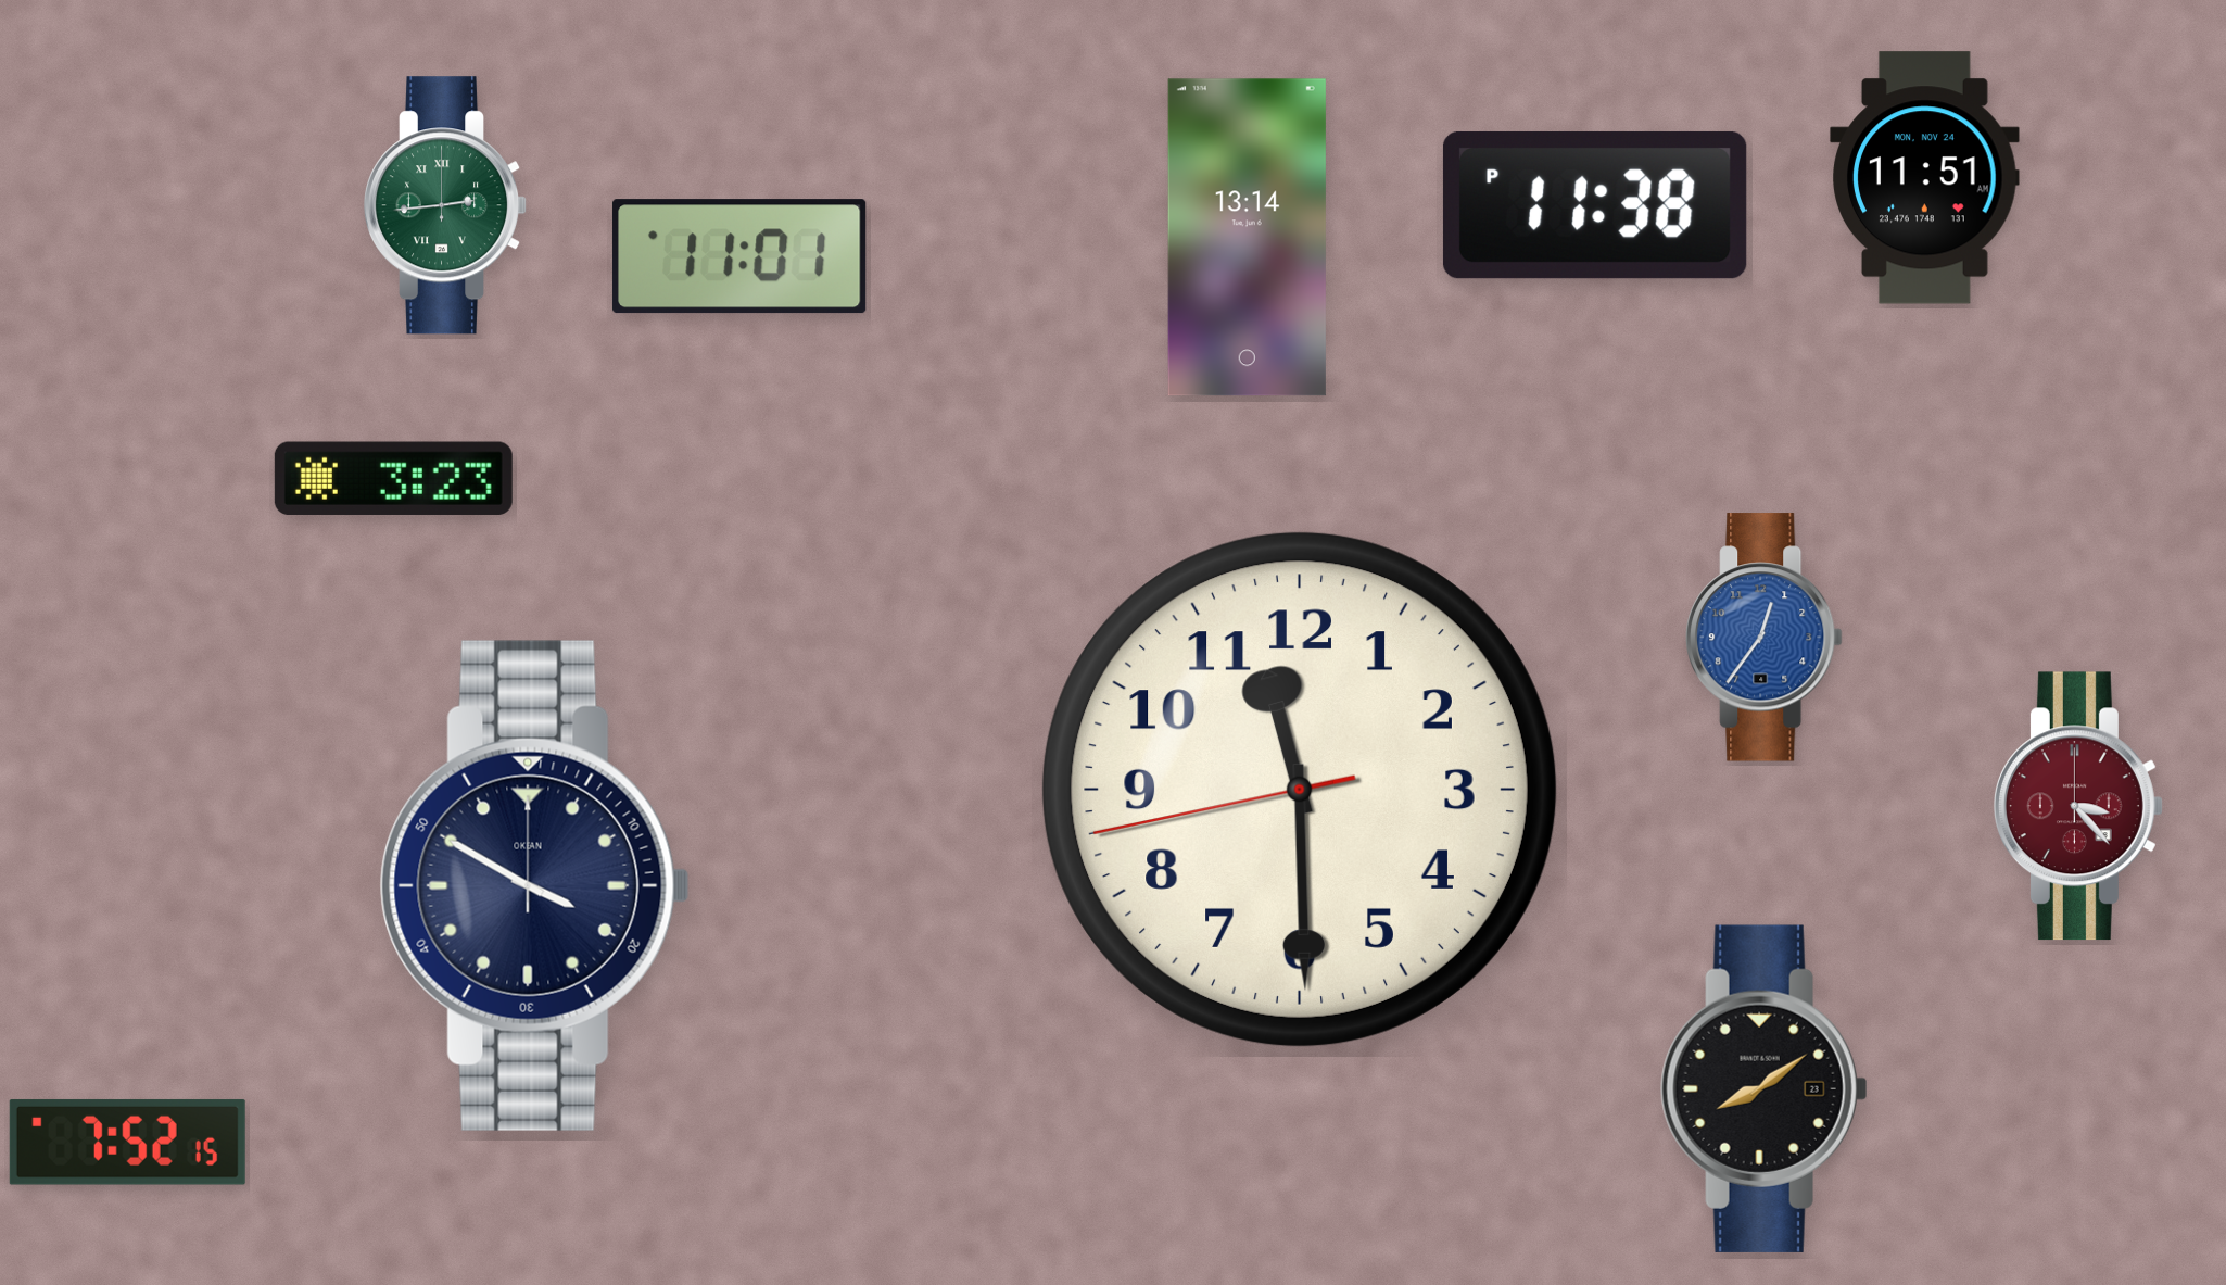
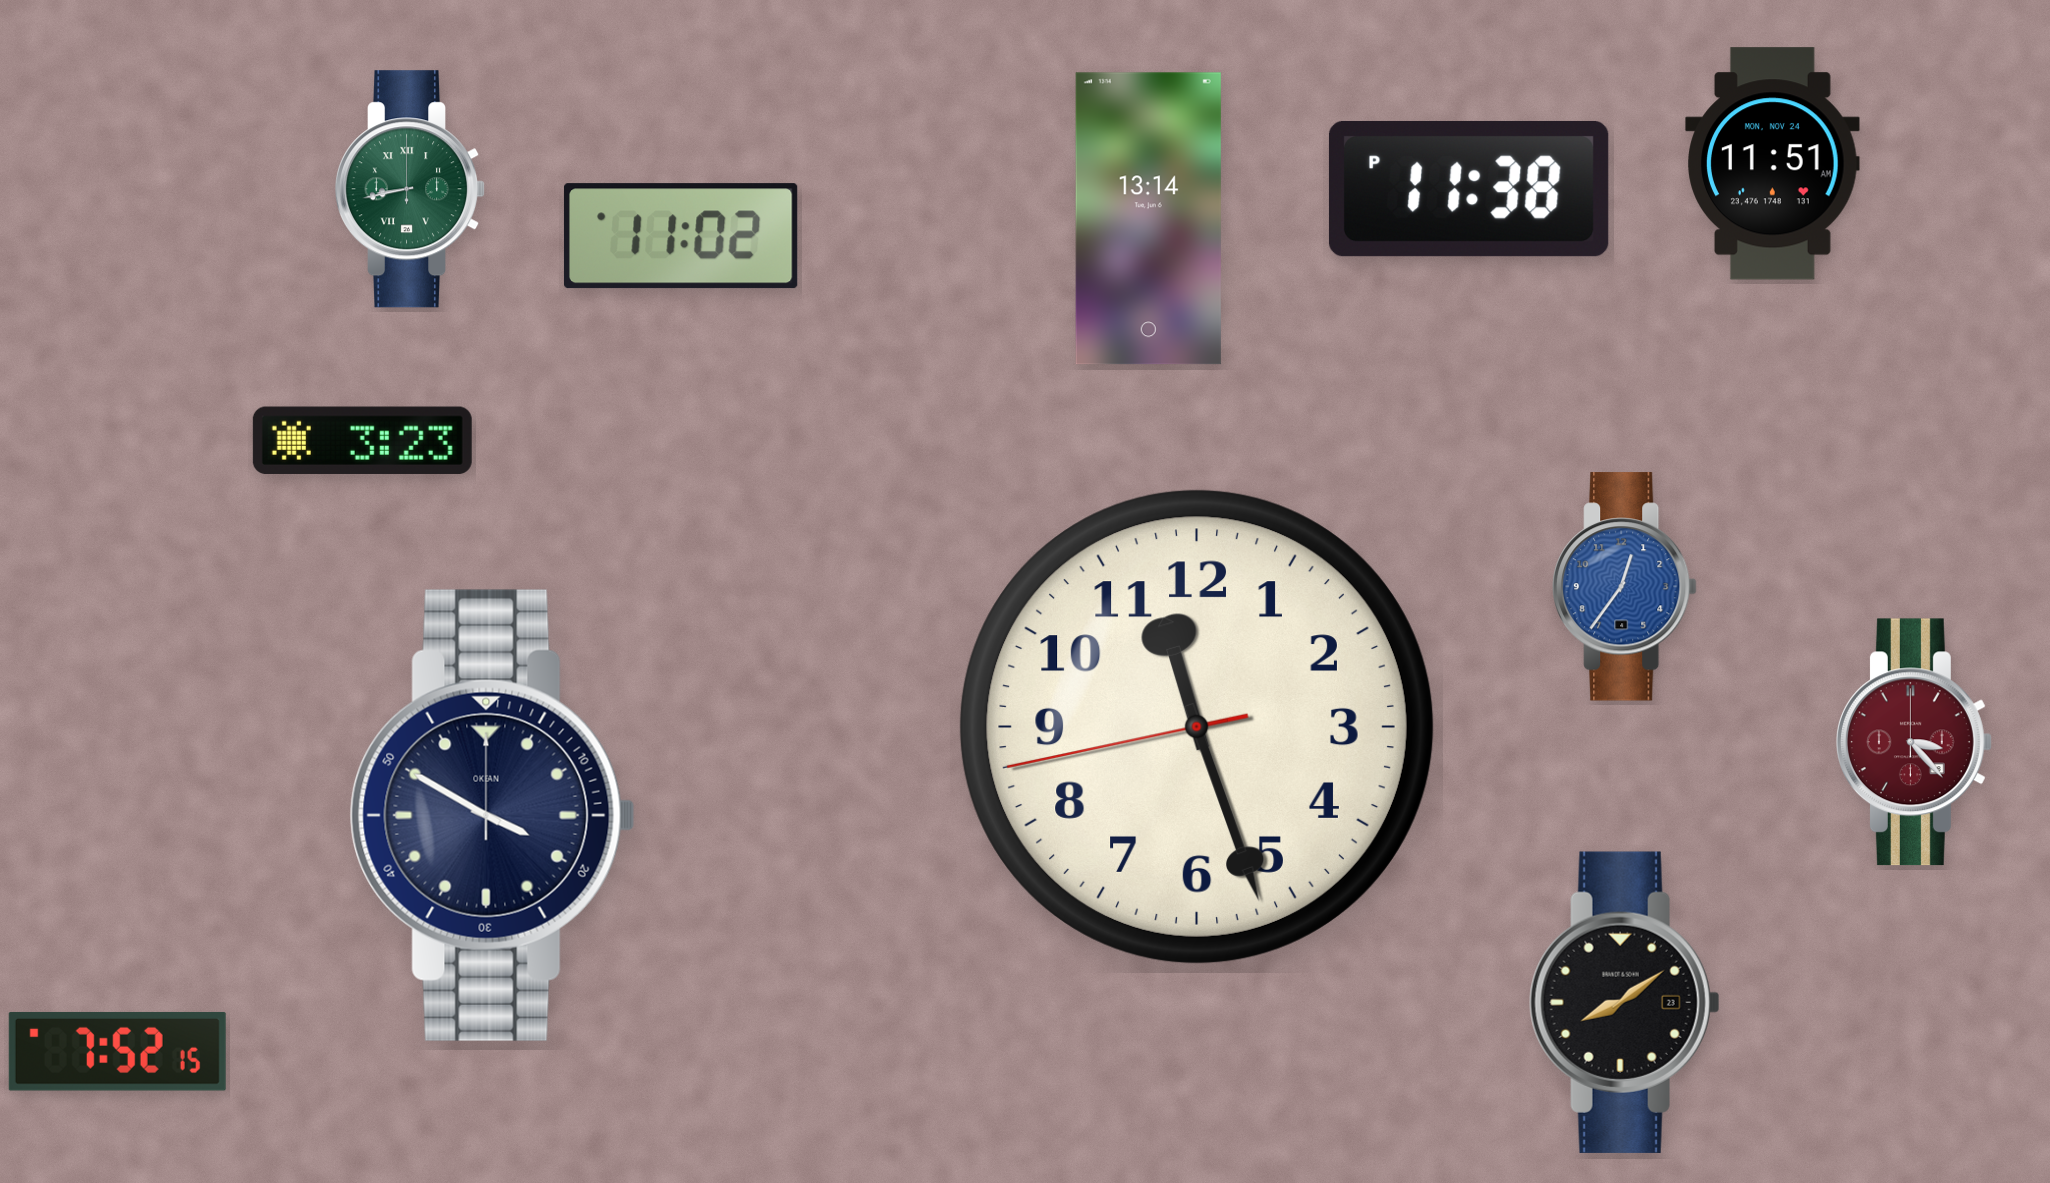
clock at (446, 205): 2:44 -> 8:43
clock at (739, 256): 11:01 -> 11:02
clock at (1300, 790): 11:29 -> 11:26
